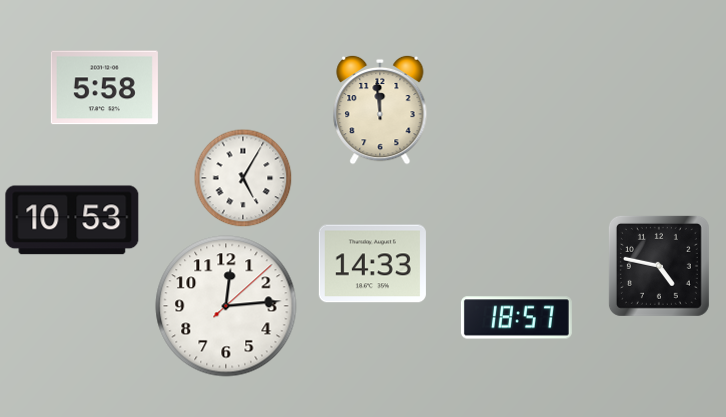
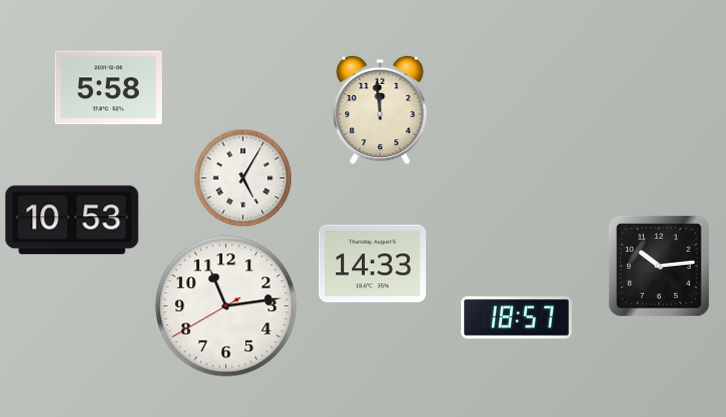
clock at (104, 88) position: (104, 88) -> (108, 88)
clock at (659, 266): 4:47 -> 10:14
clock at (226, 306): 12:14 -> 11:13
